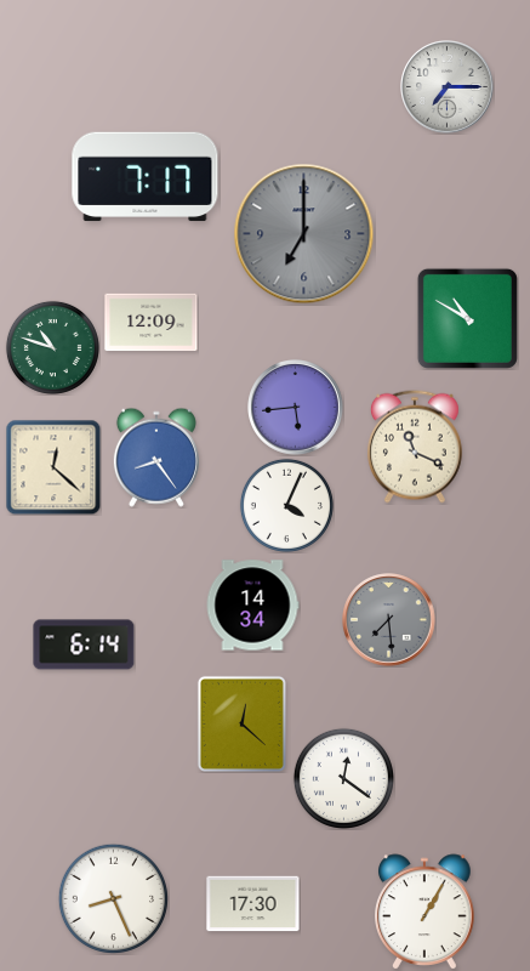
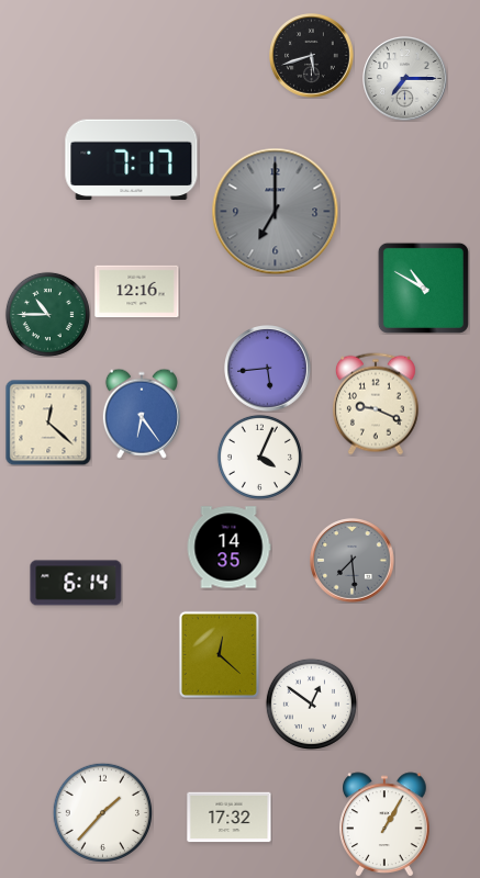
clock at (312, 56): none -> 5:42
clock at (152, 323): 12:09 -> 12:16
clock at (52, 347): 10:48 -> 10:45
clock at (415, 447): 11:19 -> 9:19
clock at (156, 458): 8:24 -> 6:24
clock at (252, 606): 14:34 -> 14:35
clock at (343, 778): 12:21 -> 12:51
clock at (113, 898): 8:26 -> 1:37
clock at (253, 904): 17:30 -> 17:32
